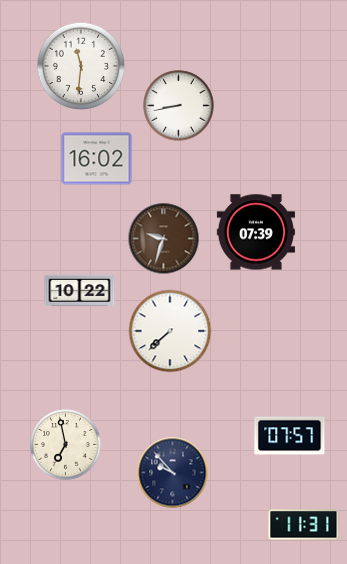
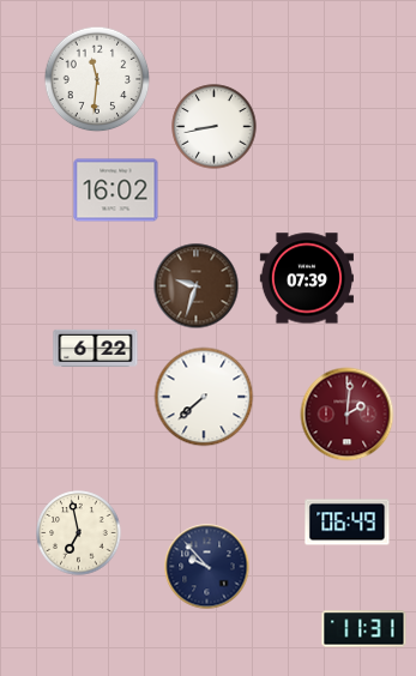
clock at (80, 290): 10:22 -> 6:22
clock at (348, 415): none -> 2:01
clock at (290, 436): 07:57 -> 06:49
